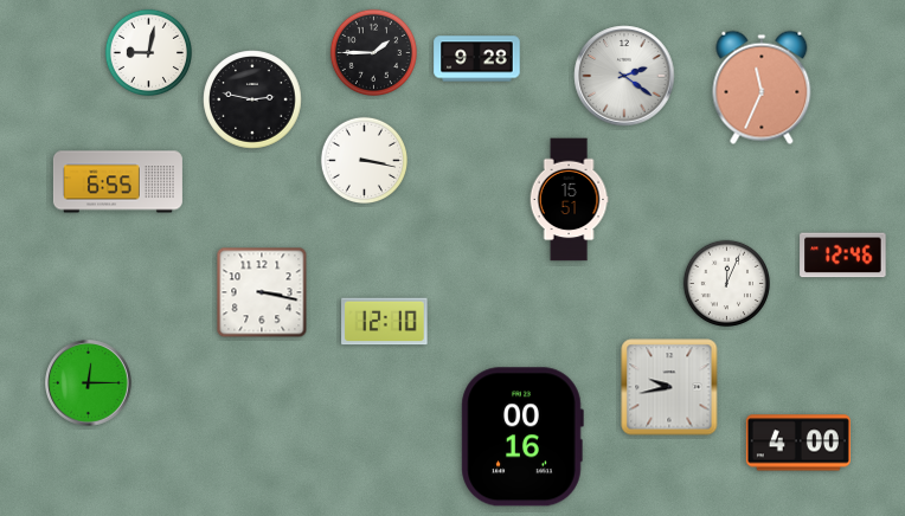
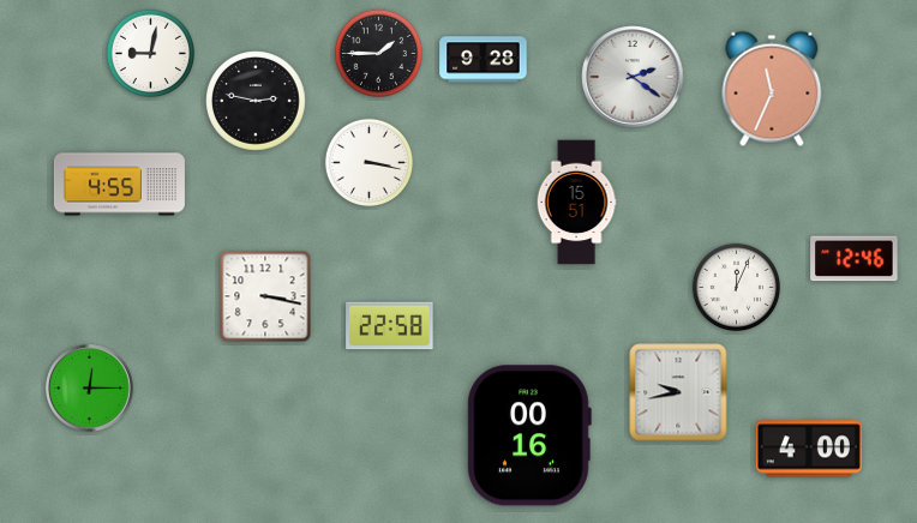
clock at (117, 182): 6:55 -> 4:55
clock at (385, 322): 12:10 -> 22:58
clock at (522, 437) position: (522, 437) -> (529, 435)
